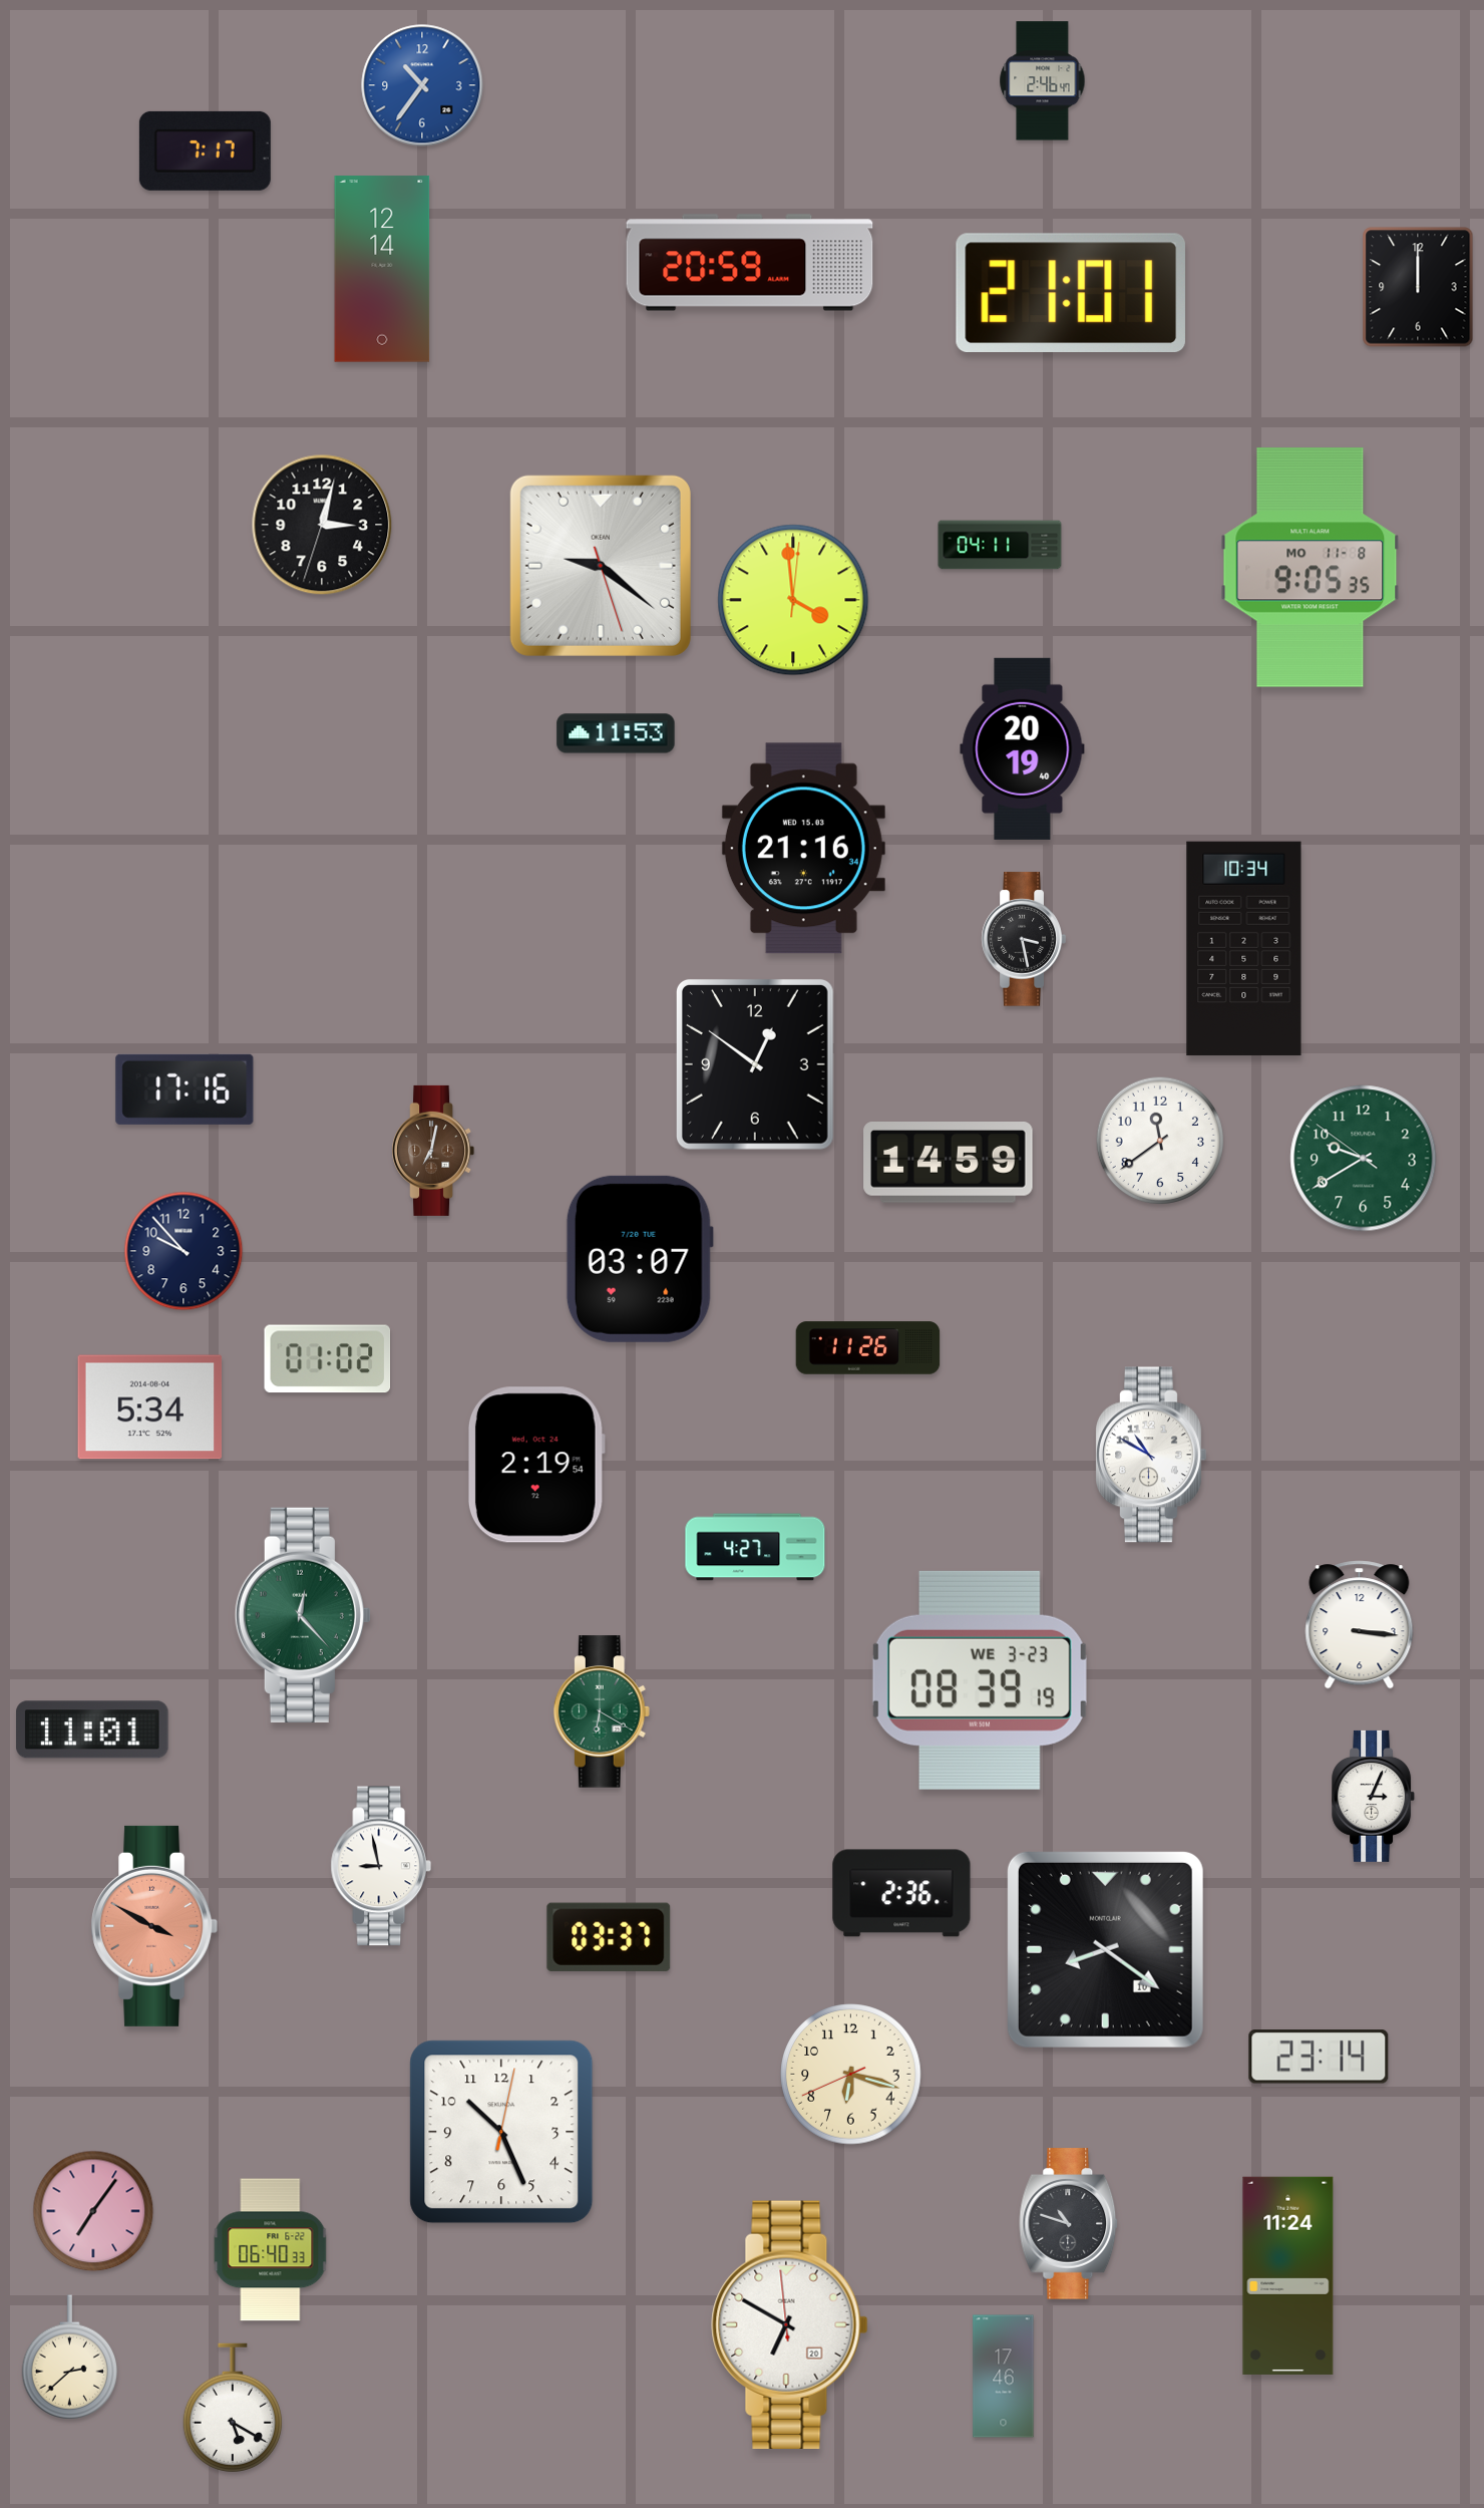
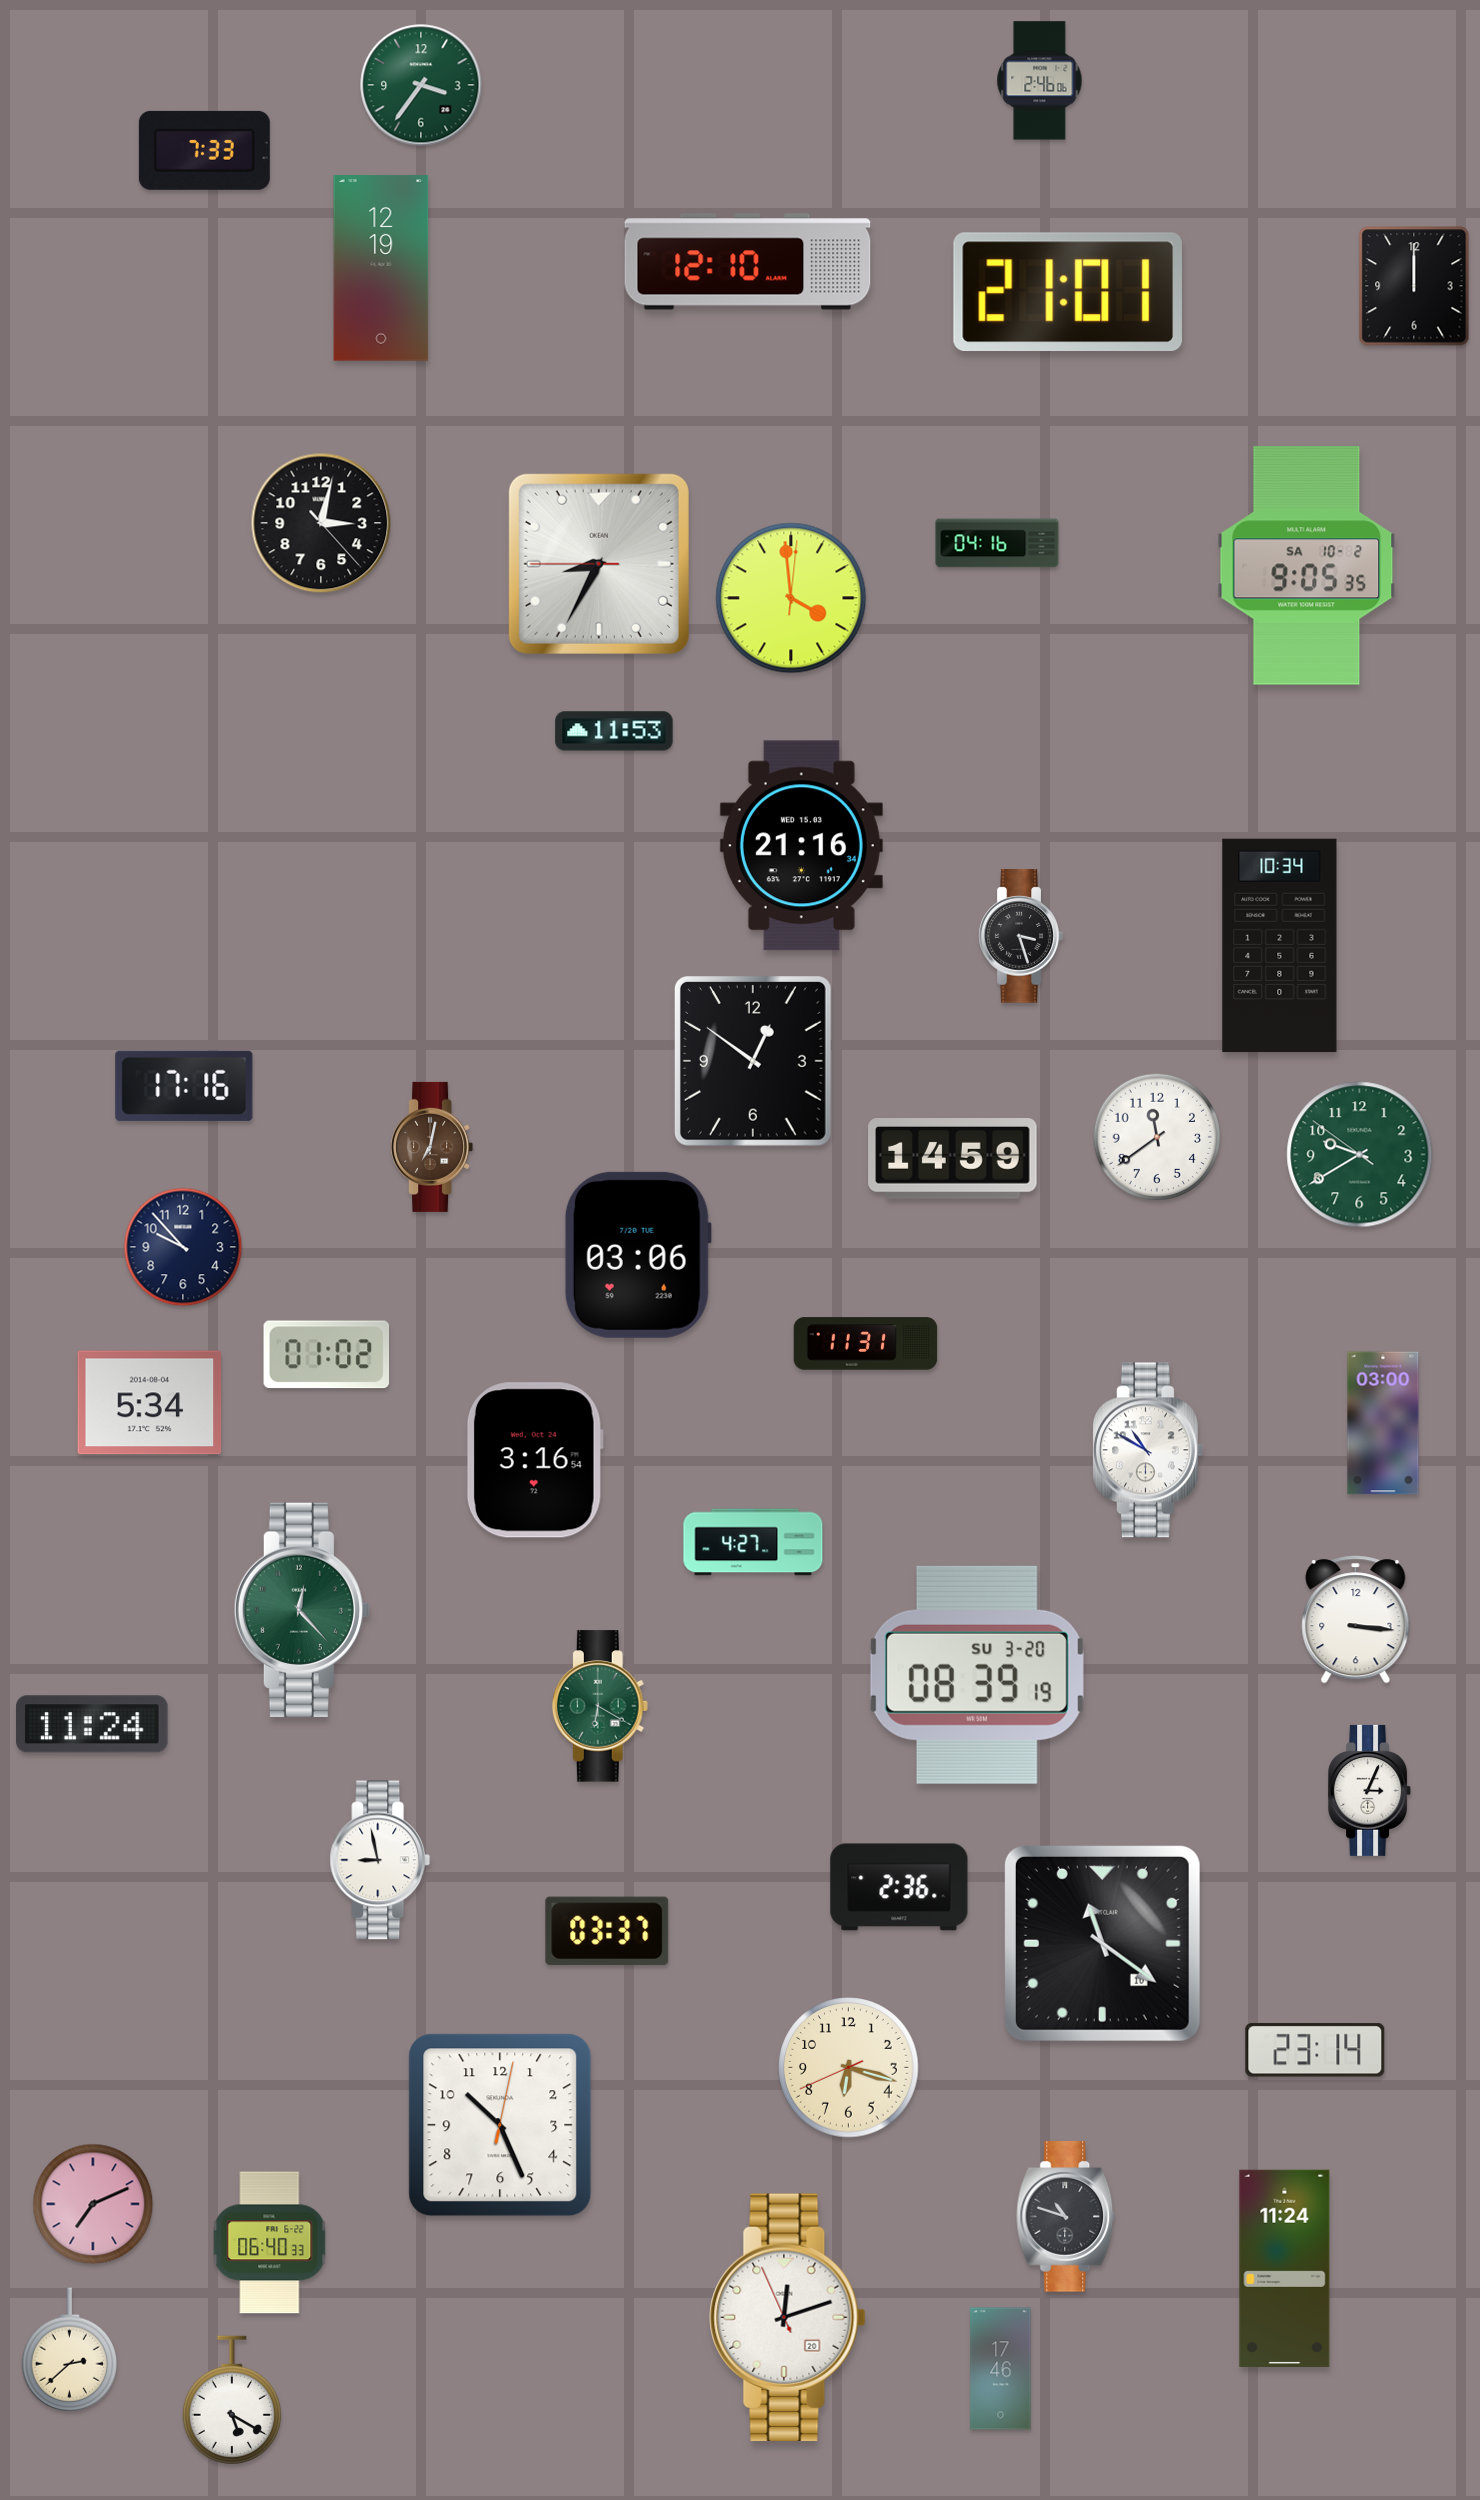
clock at (1043, 81): 2:46:47 -> 2:46:06
clock at (422, 85): 10:36 -> 3:36
clock at (422, 85) dial: blue -> green
clock at (205, 150): 7:17 -> 7:33
clock at (750, 263): 20:59 -> 12:10
clock at (382, 269): 12:14 -> 12:19
clock at (322, 525): 3:02:33 -> 3:02:23
clock at (1000, 545): 04:11 -> 04:16
clock at (601, 566): 9:21 -> 8:34
clock at (1311, 568) date: MO 11-8 -> SA 10-2
clock at (1023, 748): 20:19 -> none
clock at (1024, 939): 3:28 -> 3:27
clock at (1244, 949) position: (1244, 949) -> (1280, 946)
clock at (949, 1163) position: (949, 1163) -> (953, 1159)
clock at (640, 1259): 03:07 -> 03:06
clock at (868, 1348): 11:26 -> 11:31
clock at (1383, 1423): none -> 03:00
clock at (536, 1465): 2:19 -> 3:16
clock at (980, 1680) date: WE 3-23 -> SU 3-20
clock at (92, 1730): 11:01 -> 11:24
clock at (154, 1926): 3:50 -> none
clock at (1105, 1949): 8:21 -> 11:21
clock at (93, 2211): 7:06 -> 7:11
clock at (790, 2324): 6:49 -> 12:11
